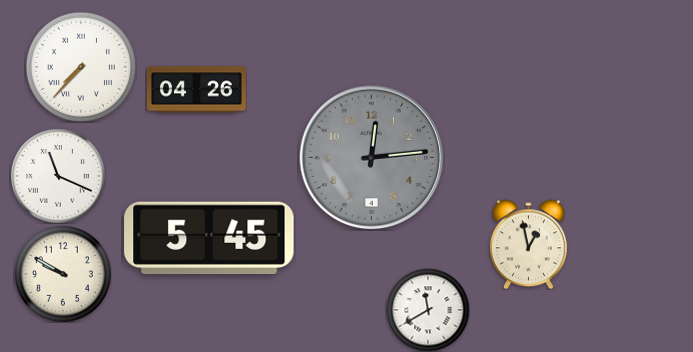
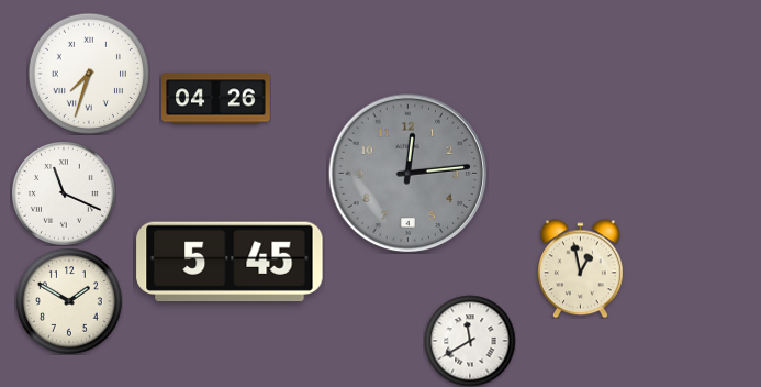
clock at (80, 66): 7:37 -> 7:33
clock at (63, 274): 9:50 -> 1:50
